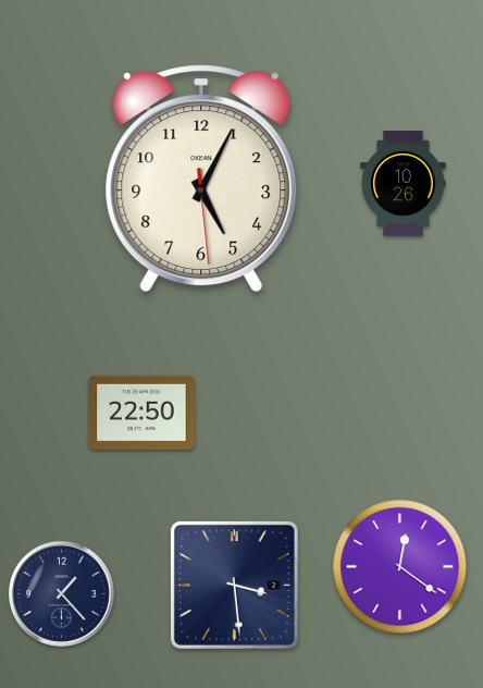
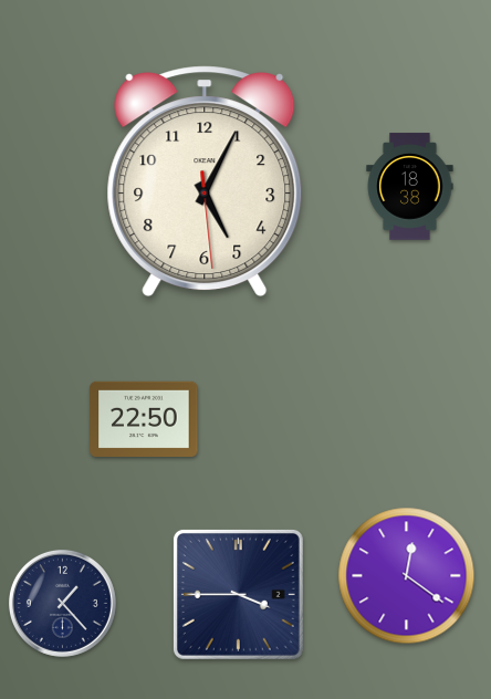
clock at (404, 184): 10:26 -> 18:38
clock at (234, 585): 3:29 -> 3:45
